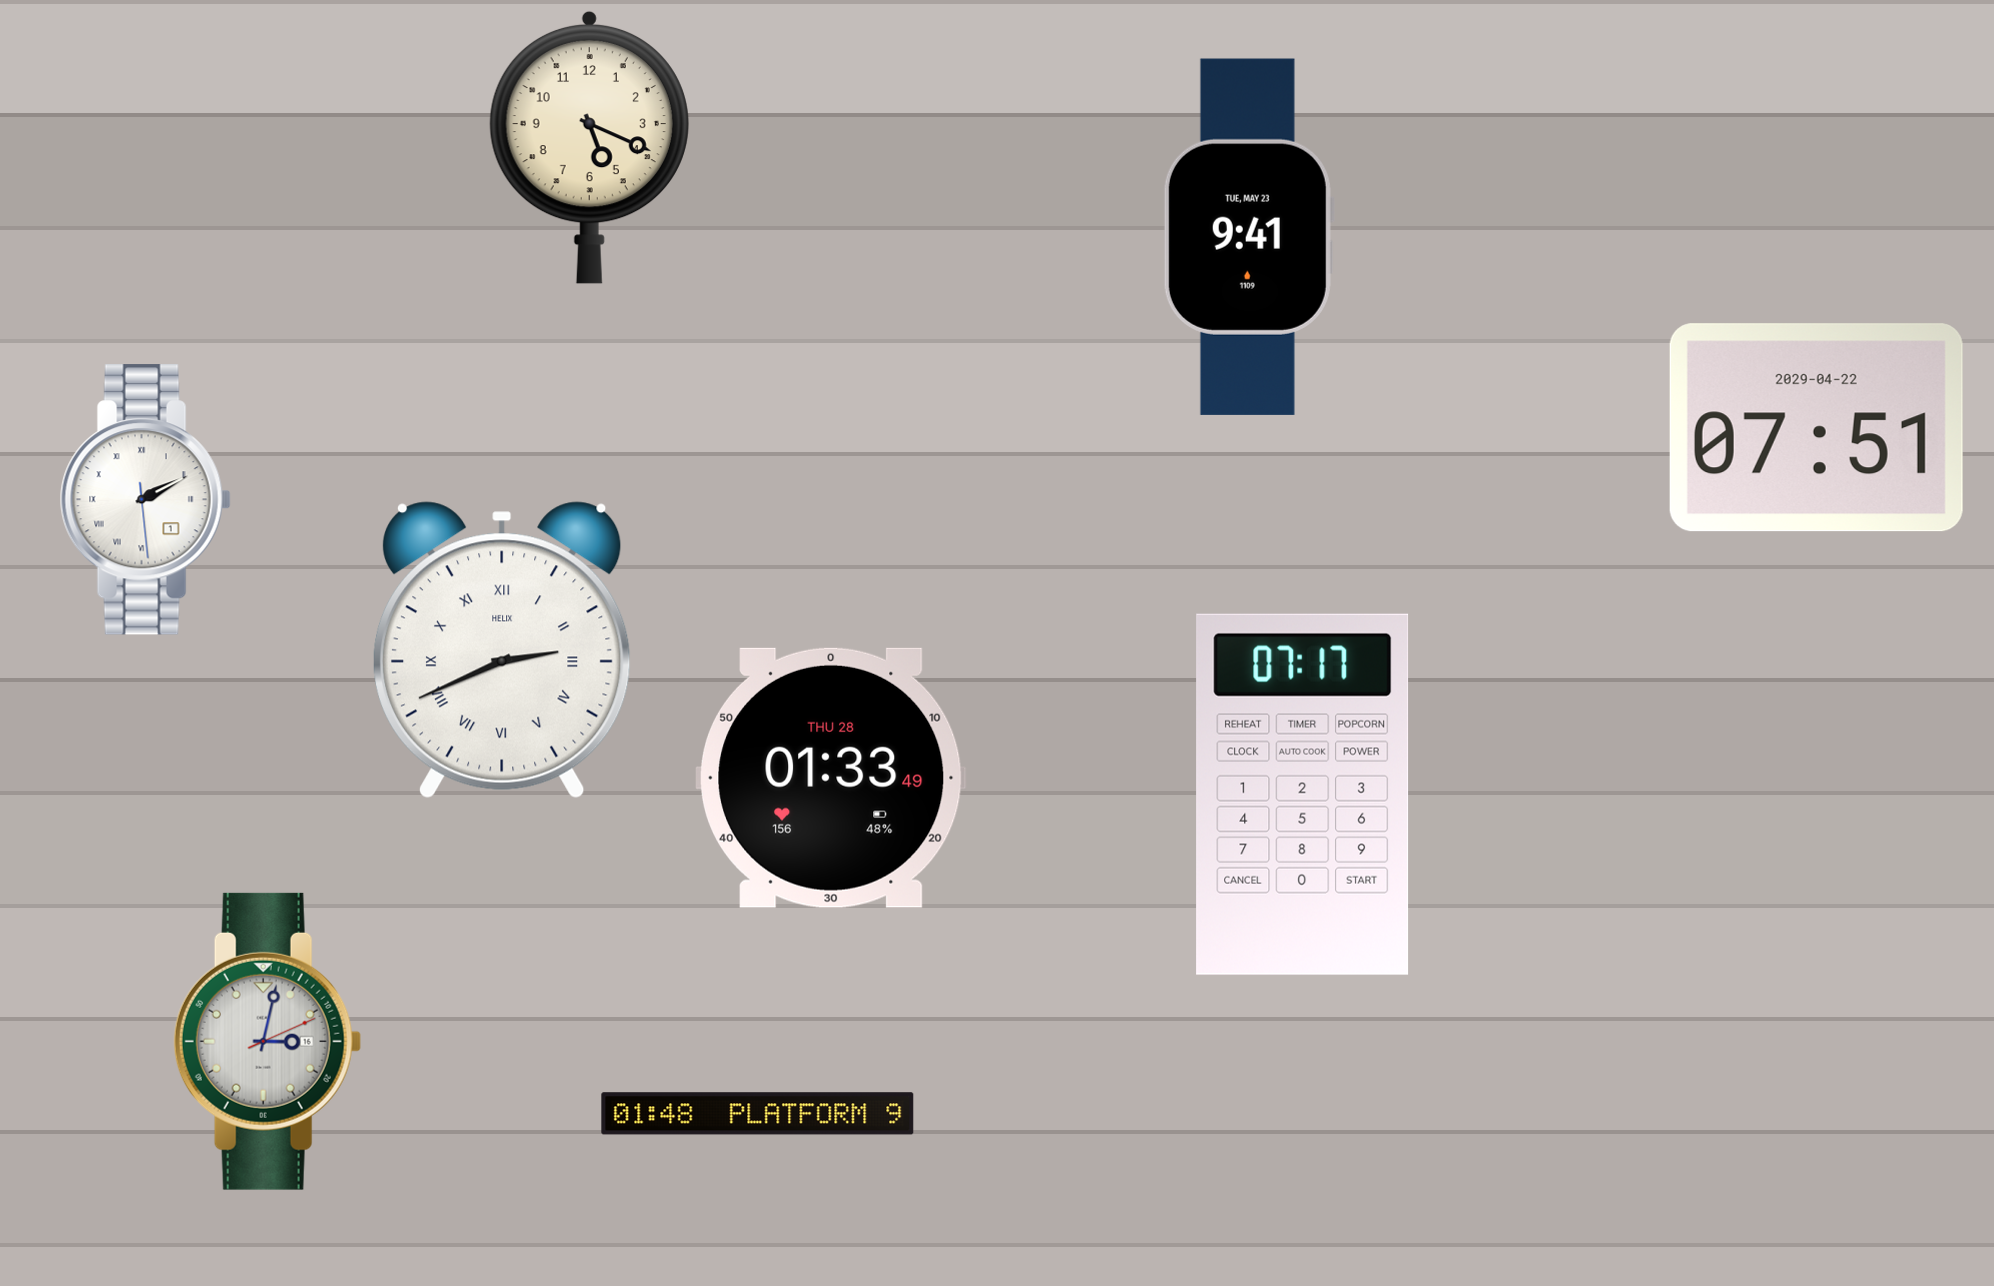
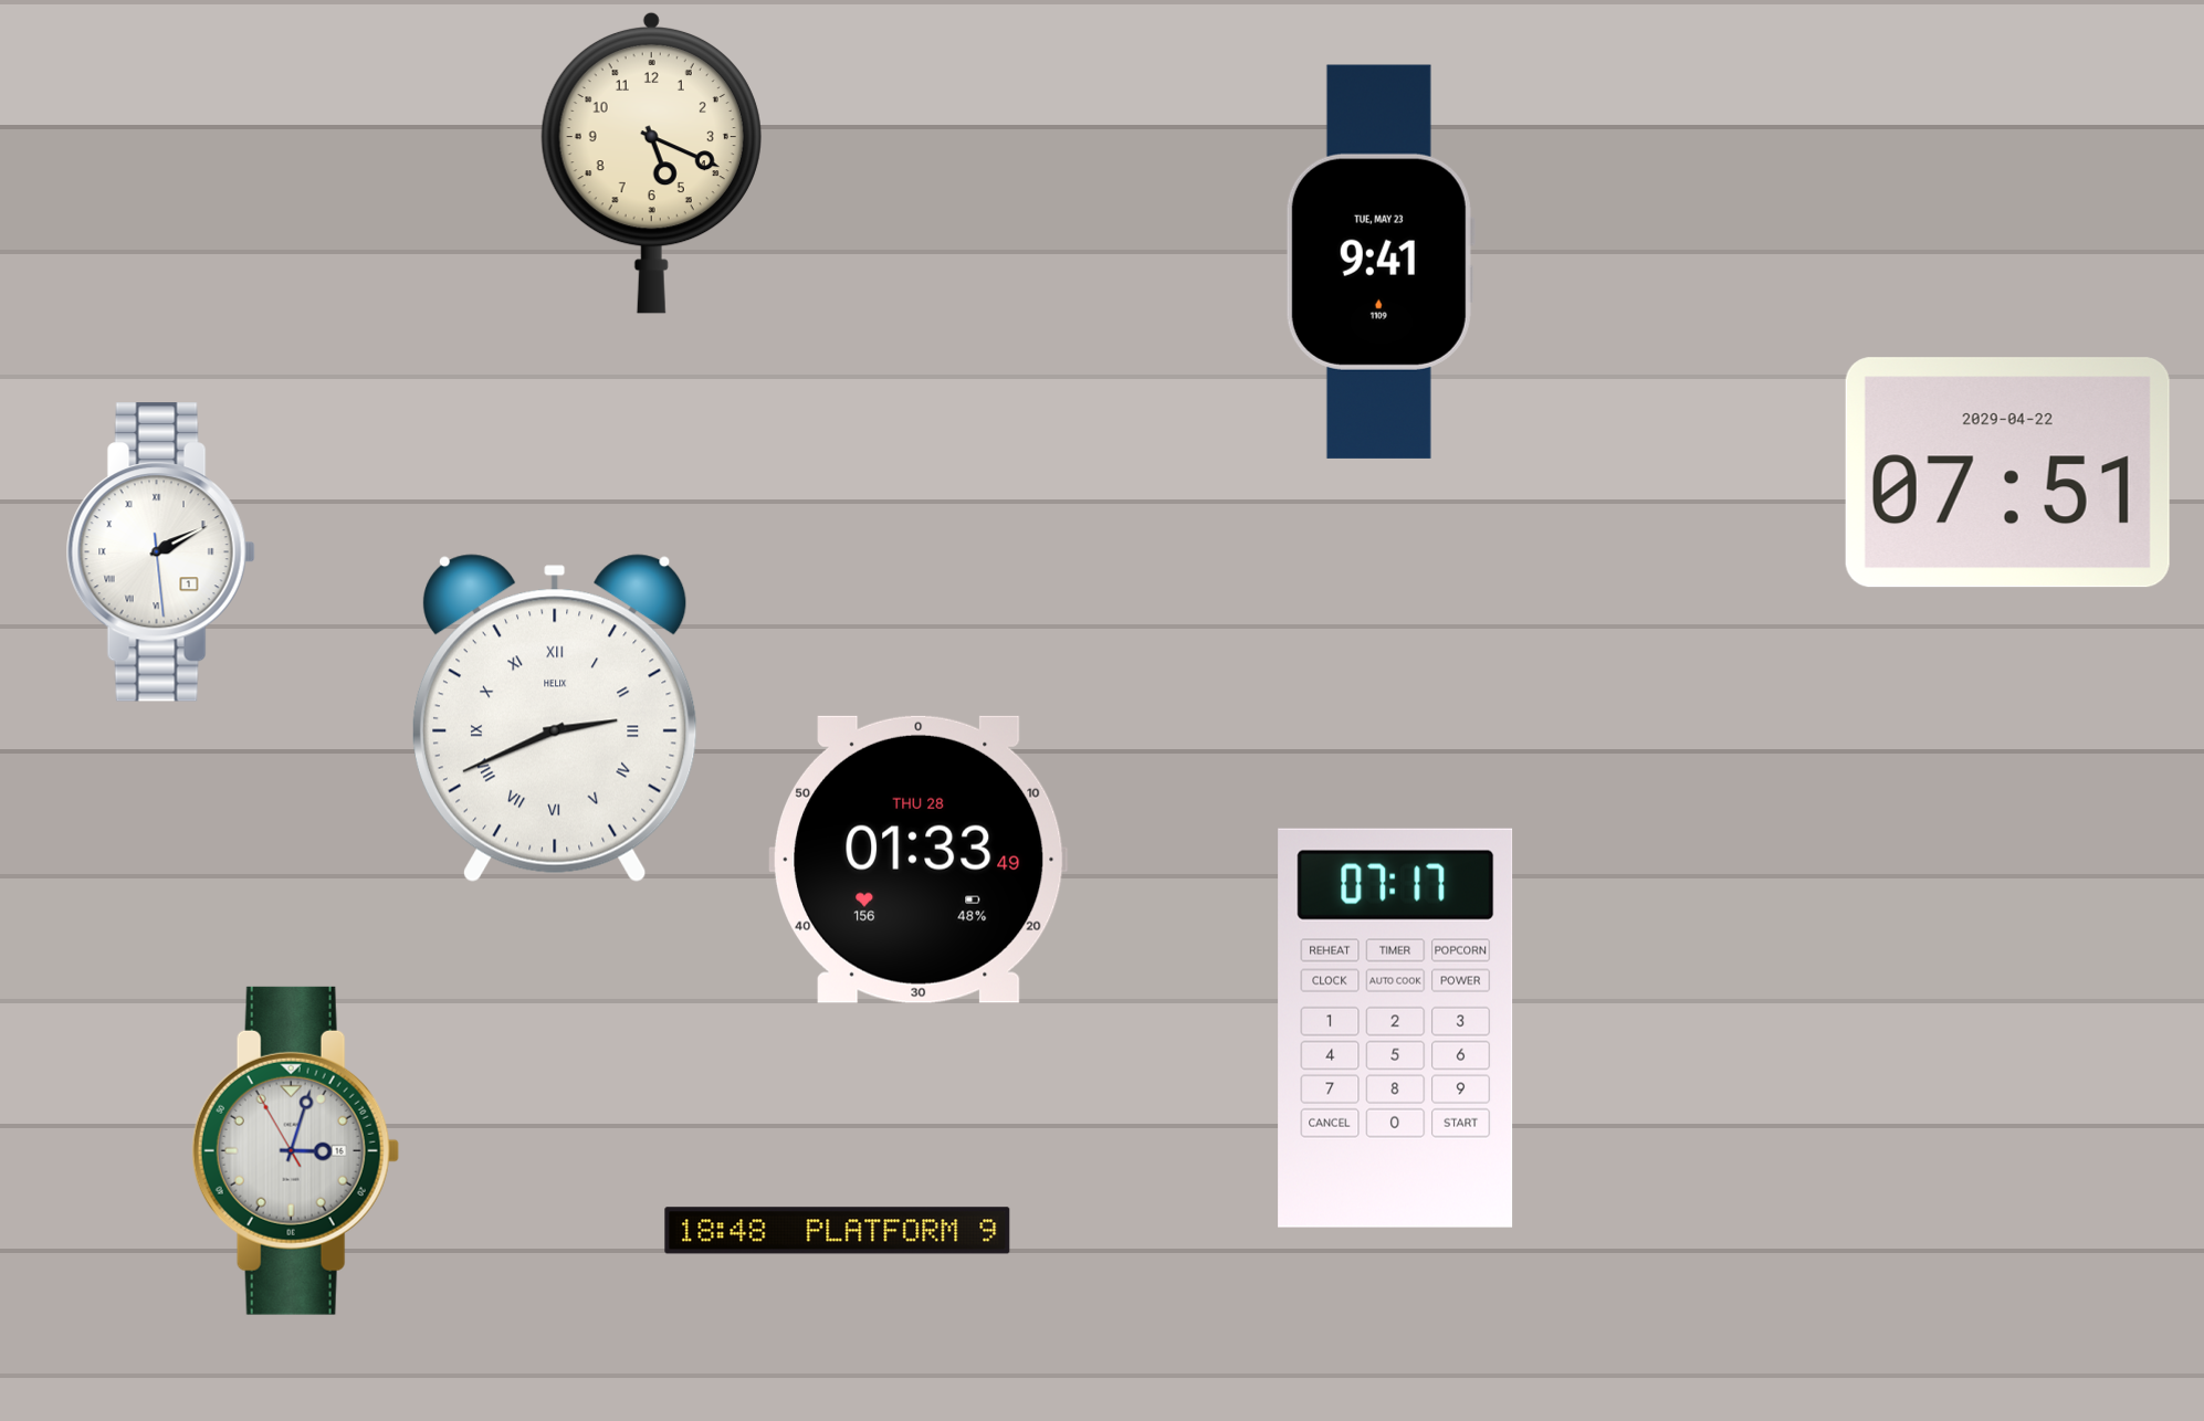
clock at (1303, 794) position: (1303, 794) -> (1396, 1028)
clock at (267, 1041): 3:02:11 -> 3:02:55
clock at (758, 1114): 01:48 -> 18:48
